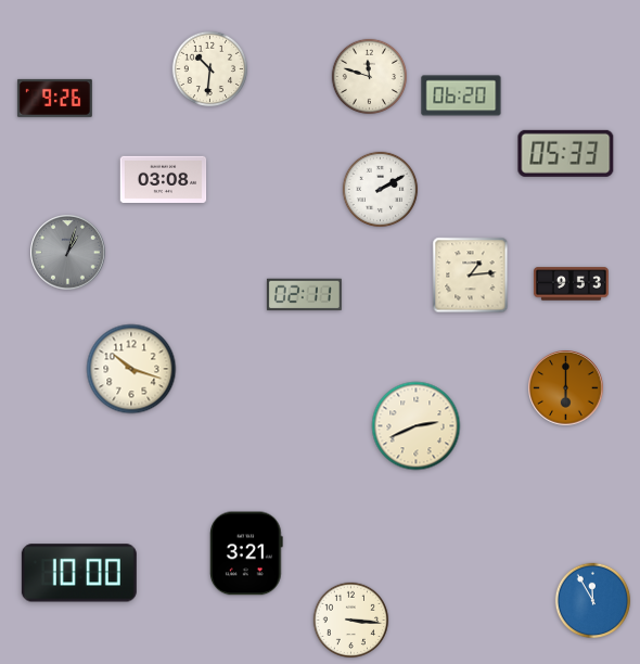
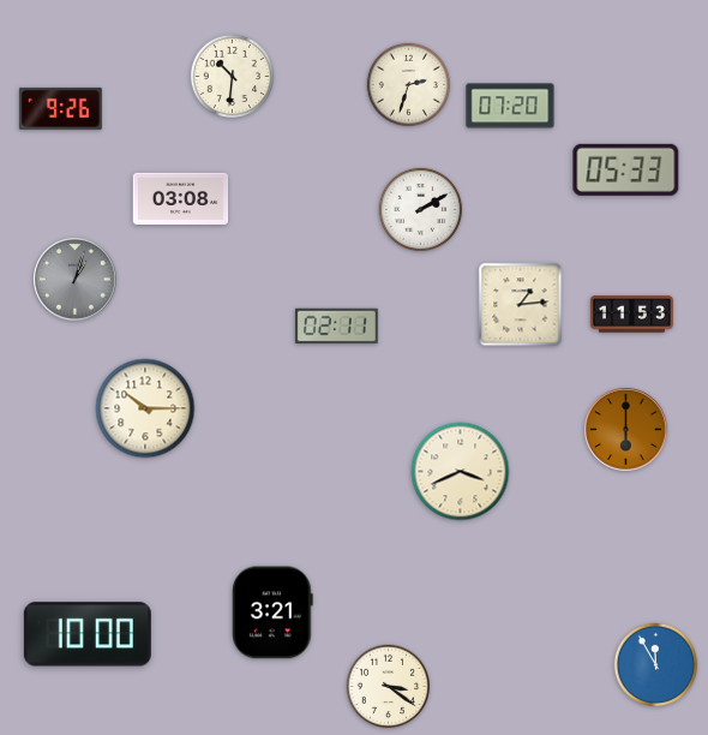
clock at (370, 77): 11:48 -> 2:33
clock at (461, 95): 06:20 -> 07:20
clock at (571, 284): 9:53 -> 11:53
clock at (131, 369): 10:18 -> 10:15
clock at (417, 426): 2:41 -> 3:41
clock at (351, 621): 3:16 -> 3:21
